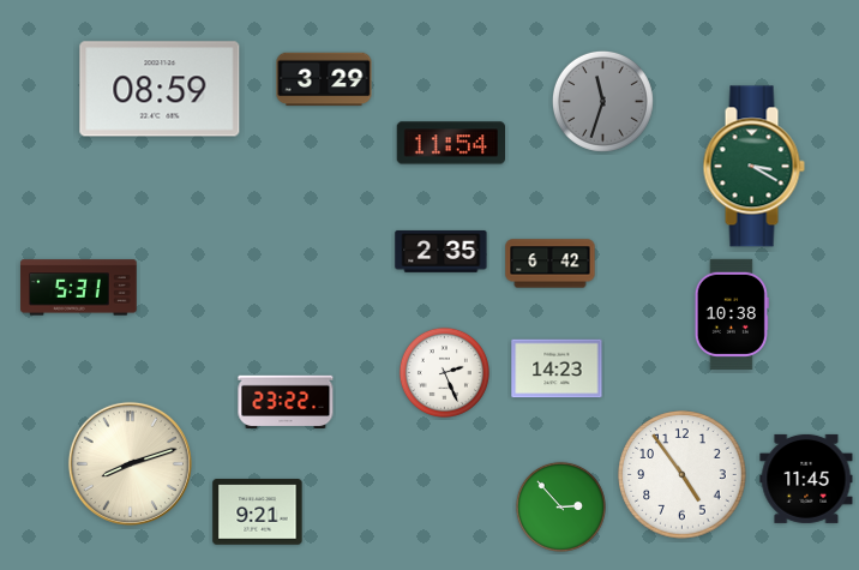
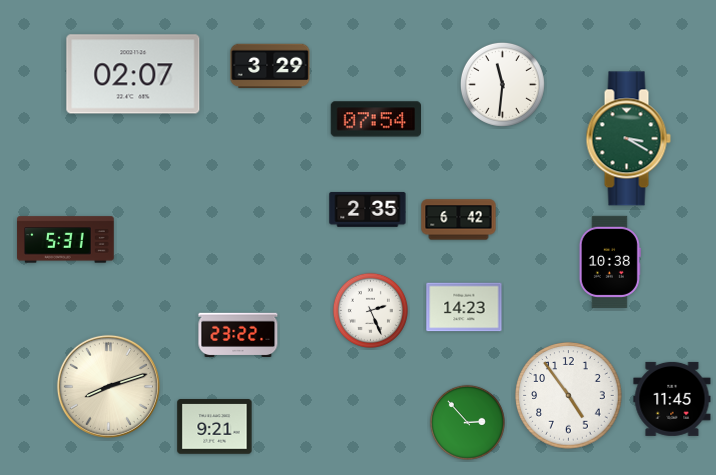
clock at (160, 89): 08:59 -> 02:07
clock at (602, 101): 11:33 -> 11:31
clock at (602, 101) dial: grey -> white
clock at (451, 143): 11:54 -> 07:54
